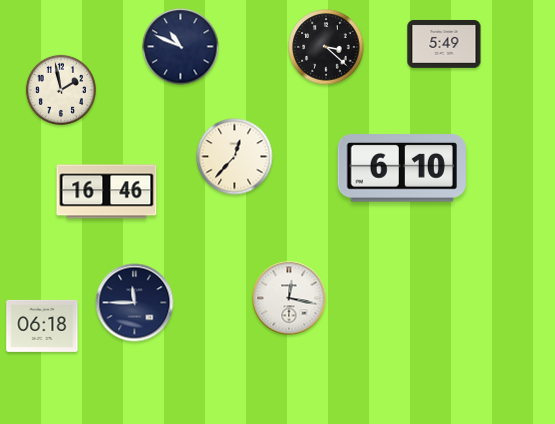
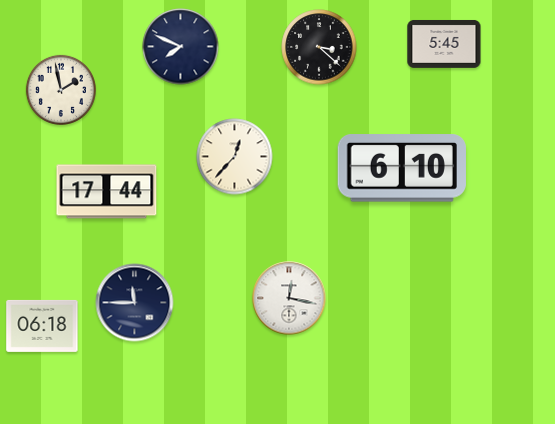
clock at (444, 44): 5:49 -> 5:45
clock at (181, 47): 10:49 -> 7:49
clock at (326, 47) position: (326, 47) -> (319, 47)
clock at (107, 192): 16:46 -> 17:44
